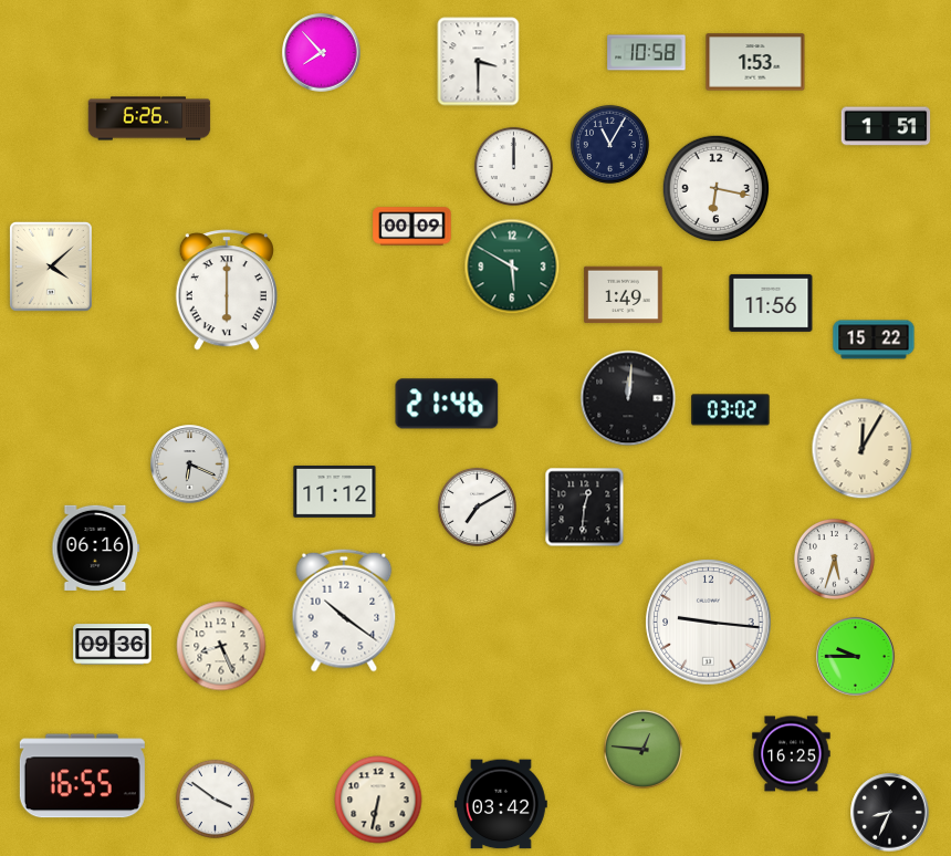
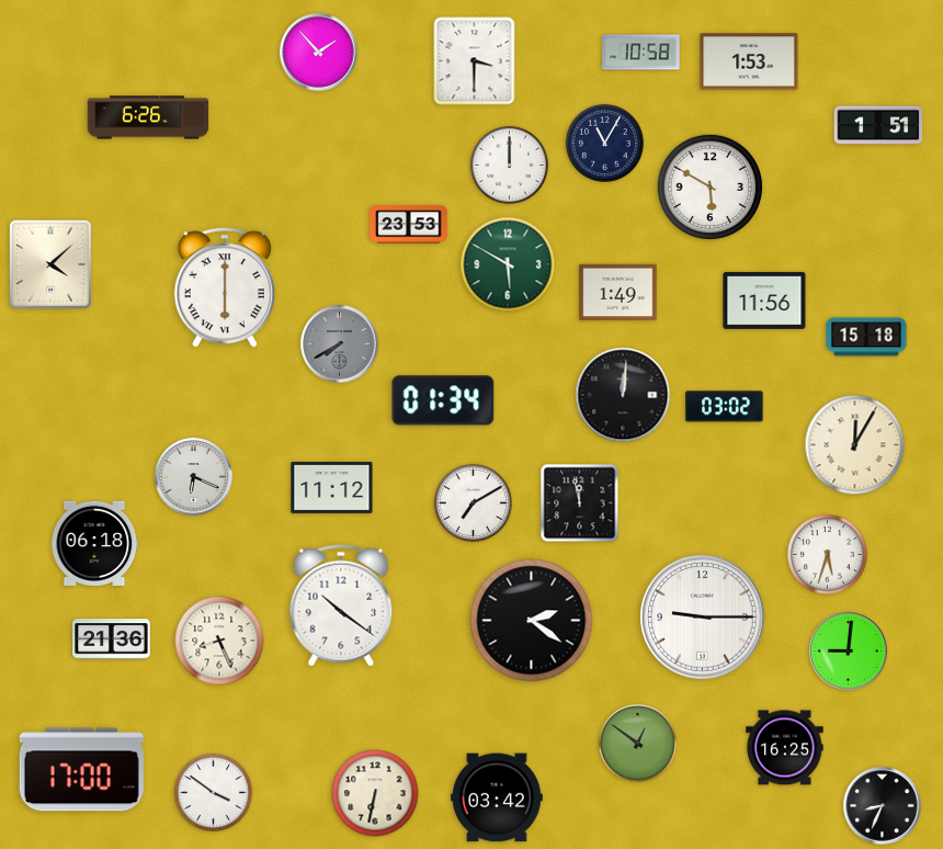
clock at (322, 53): 7:53 -> 1:53
clock at (717, 189): 6:17 -> 5:50
clock at (412, 227): 00:09 -> 23:53
clock at (874, 340): 15:22 -> 15:18
clock at (340, 344): none -> 7:40
clock at (447, 404): 21:46 -> 01:34
clock at (190, 464) position: (190, 464) -> (194, 477)
clock at (585, 508): 12:31 -> 11:58
clock at (96, 547): 06:16 -> 06:18
clock at (709, 623): 9:16 -> 9:15
clock at (532, 621): none -> 2:21
clock at (113, 645): 09:36 -> 21:36
clock at (856, 657): 9:45 -> 9:01
clock at (642, 749): 12:46 -> 12:51
clock at (82, 776): 16:55 -> 17:00
